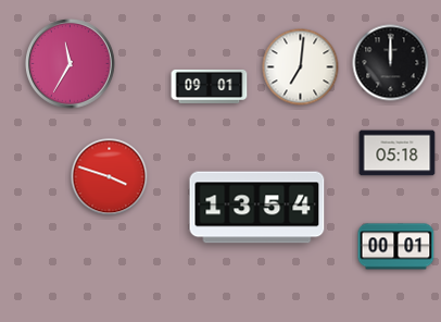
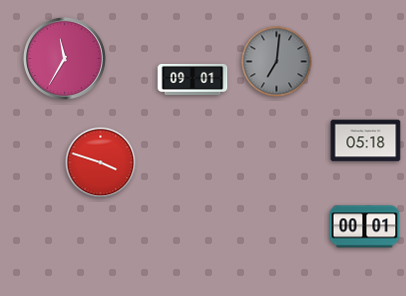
clock at (391, 63): 12:00 -> none
clock at (301, 67) dial: white -> grey
clock at (257, 208): 13:54 -> none
